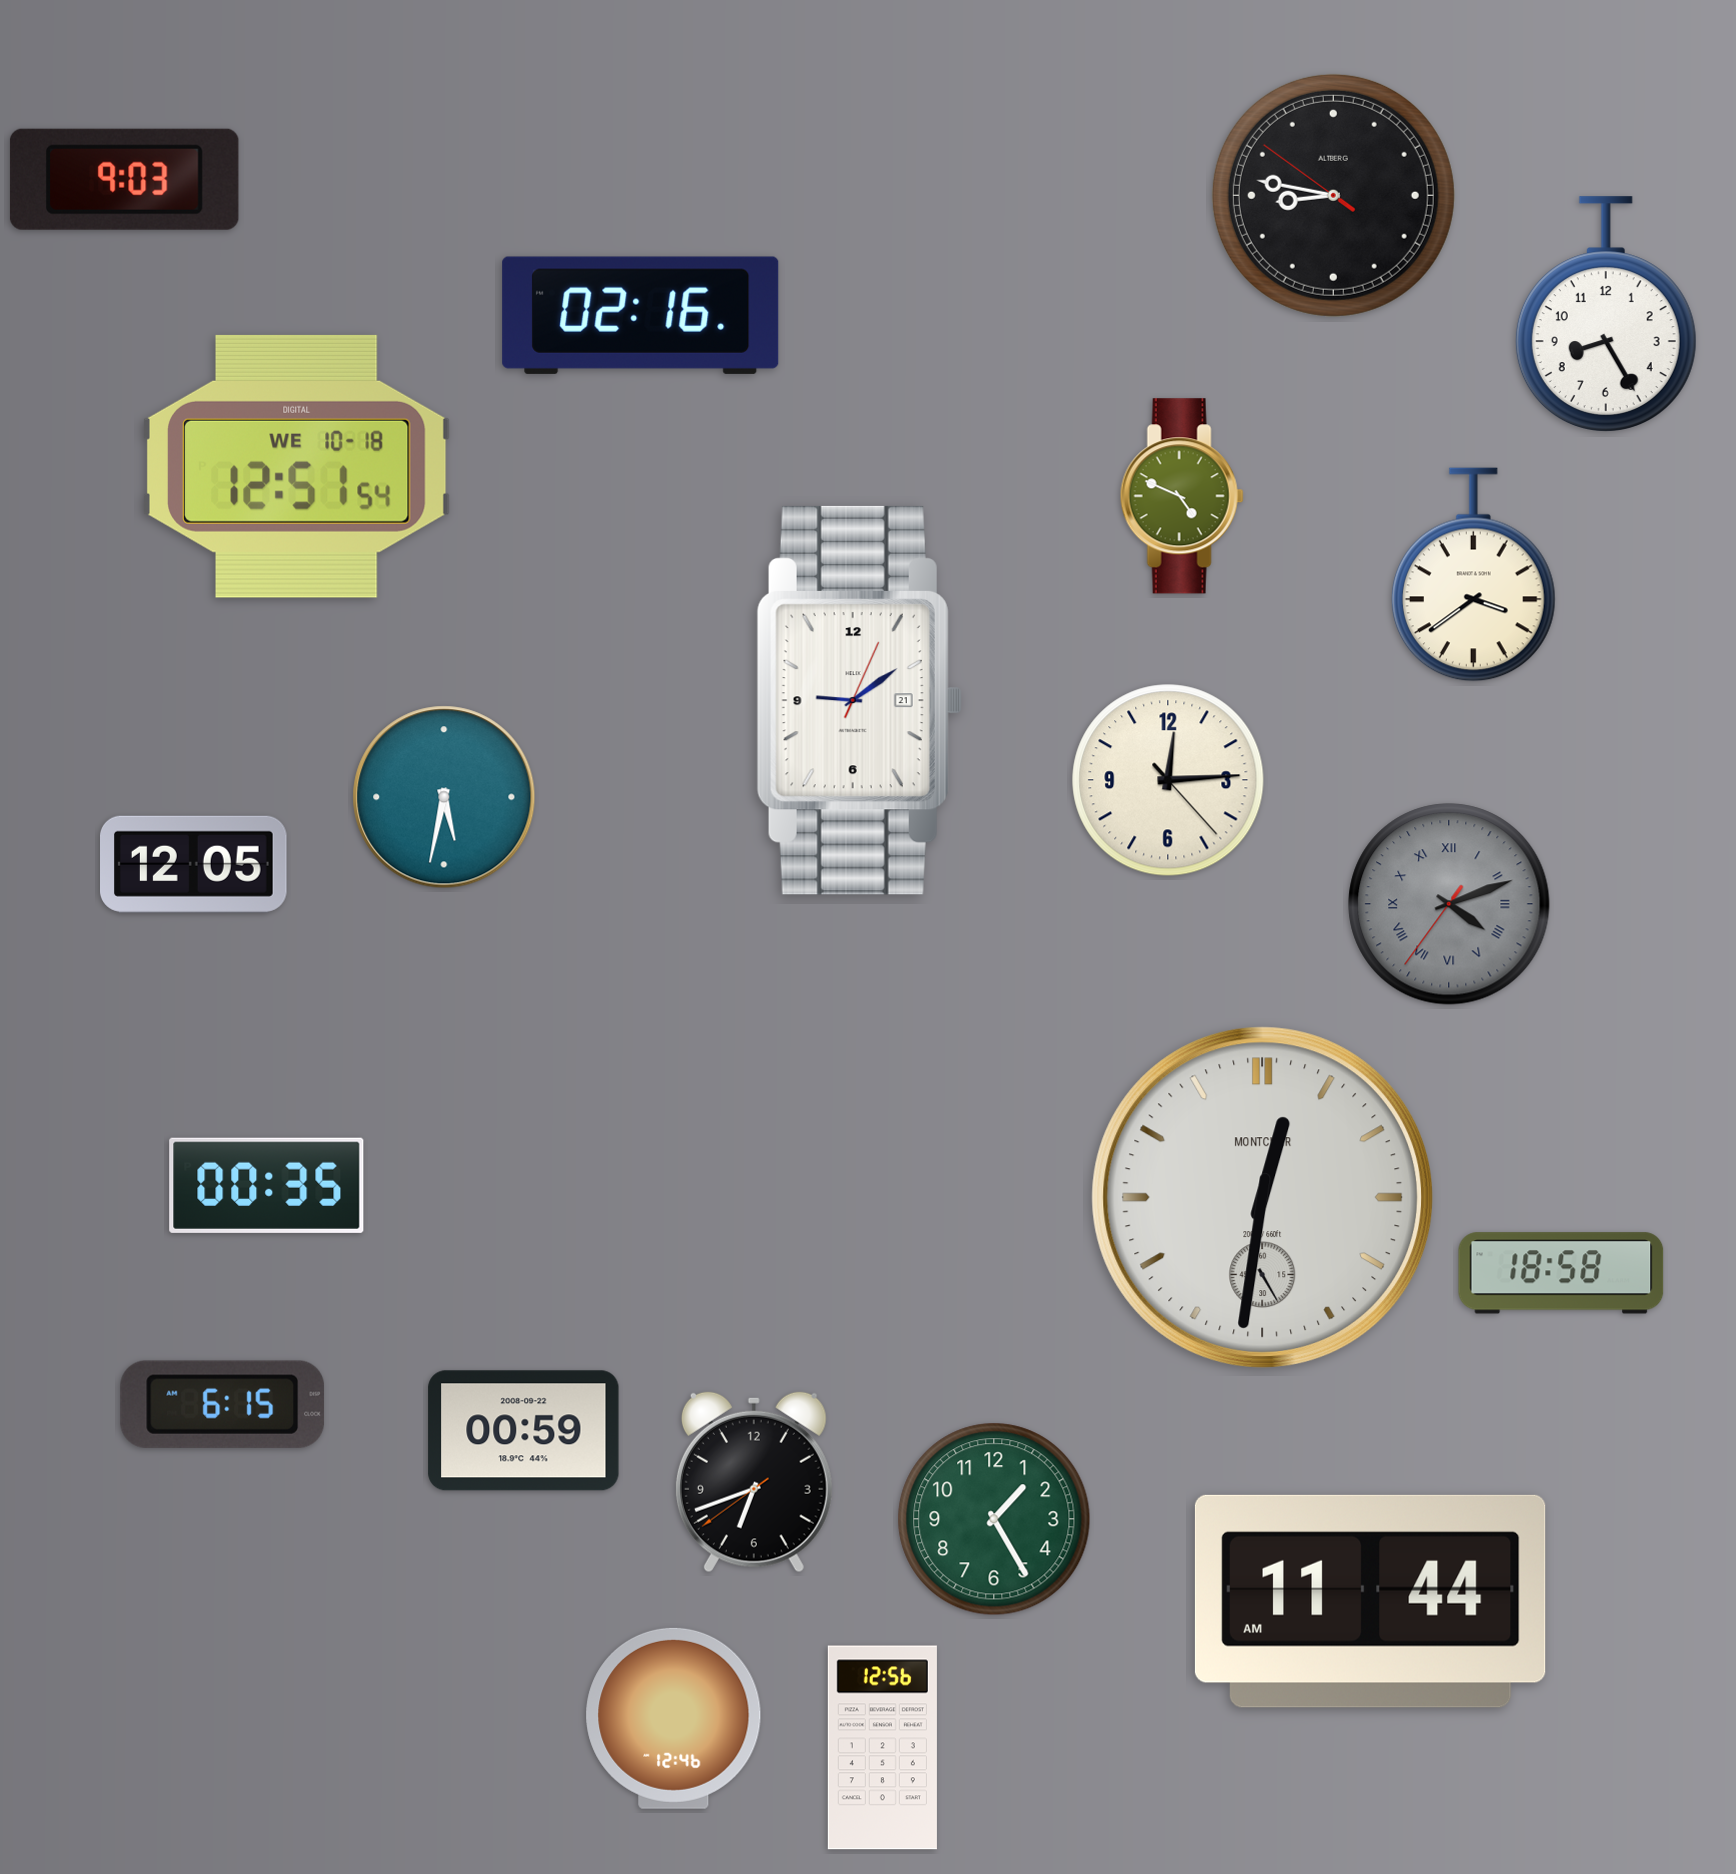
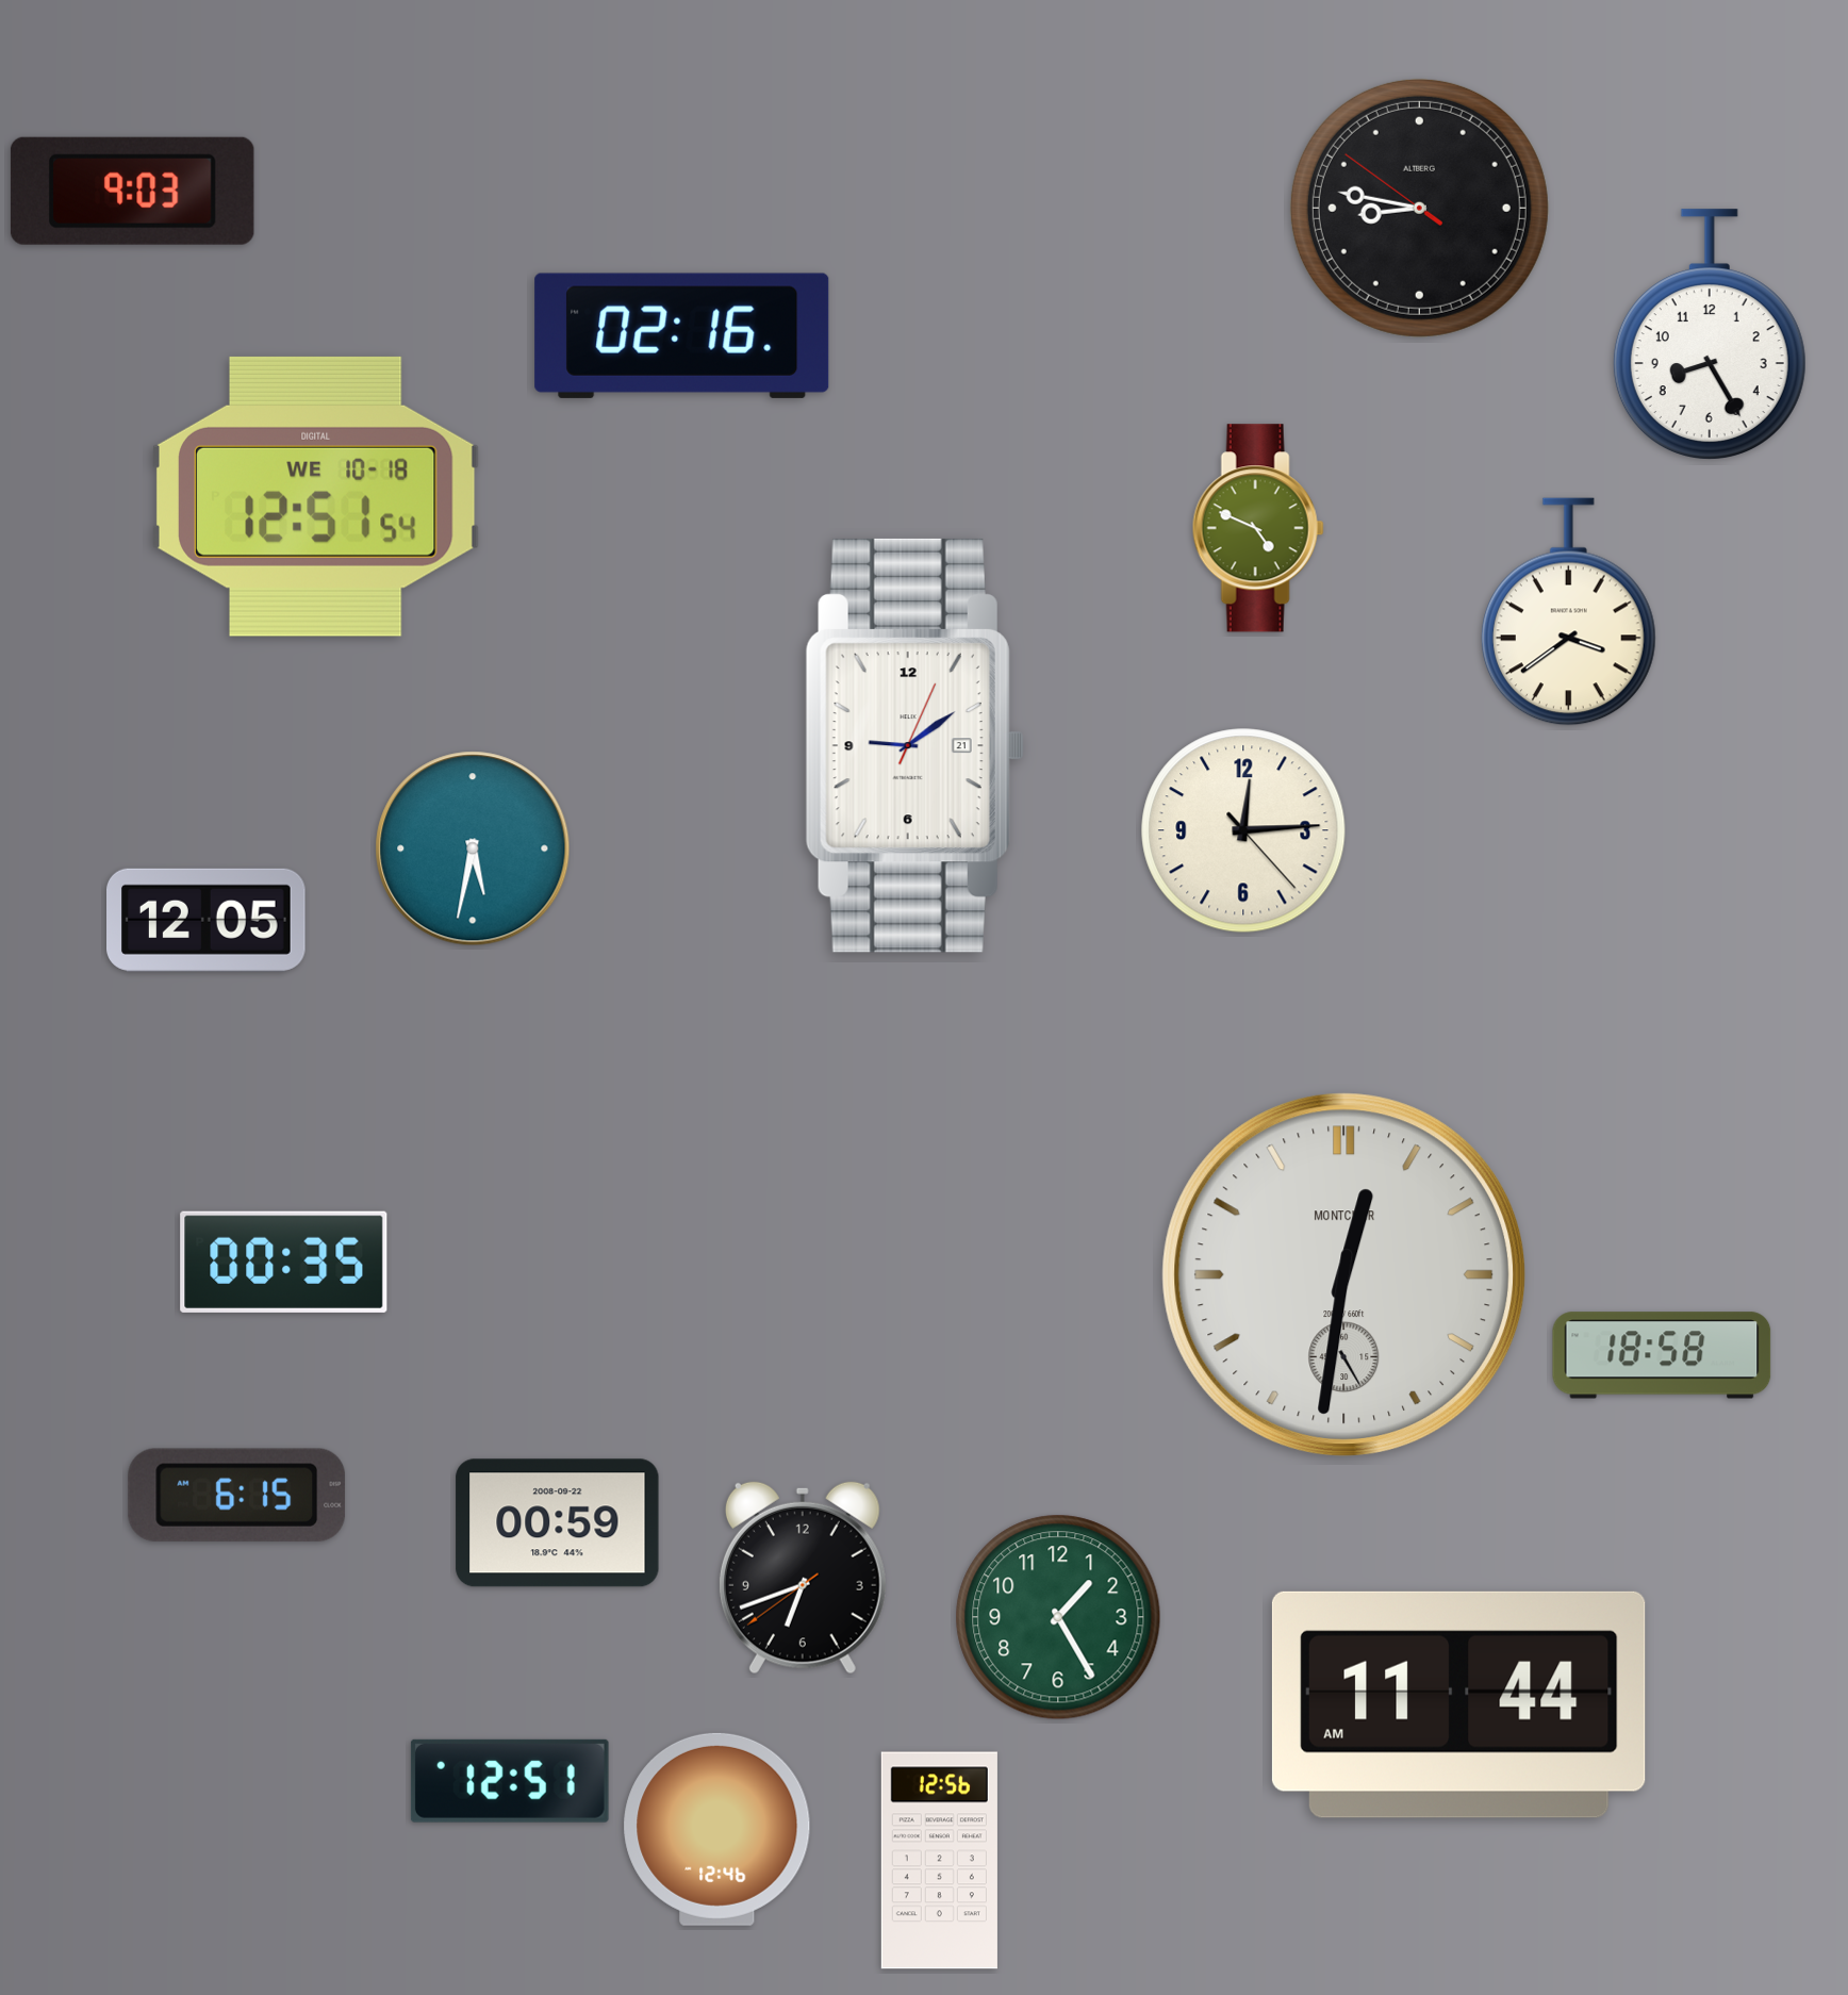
clock at (1449, 904): 4:11 -> none
clock at (510, 1781): none -> 12:51
